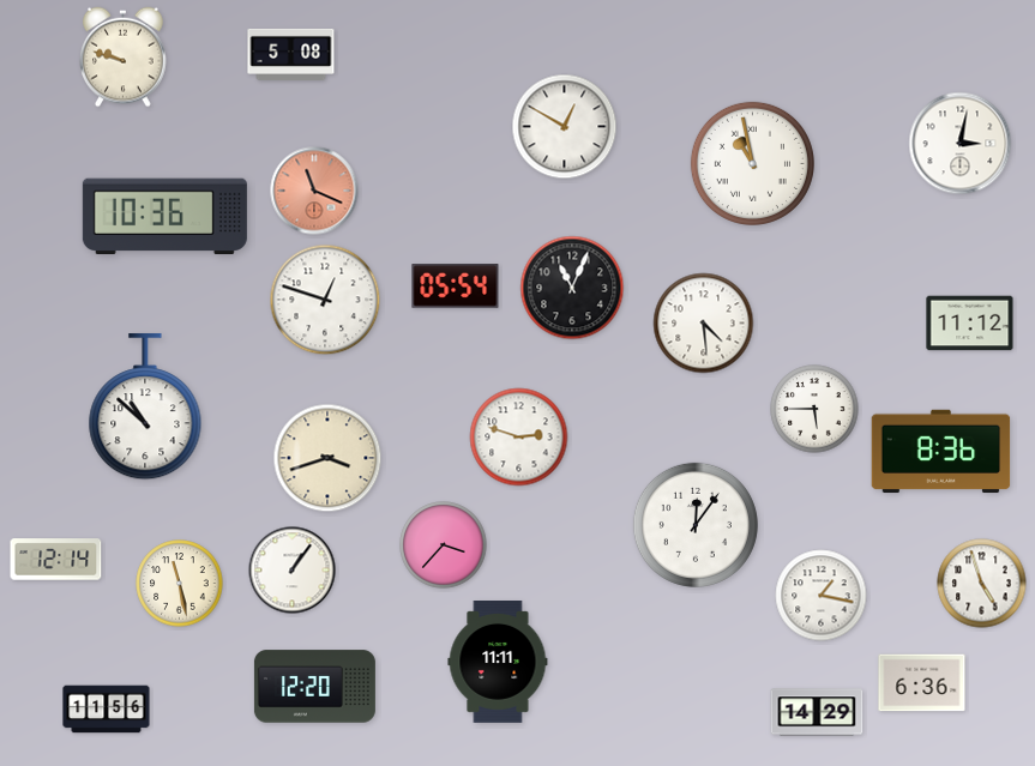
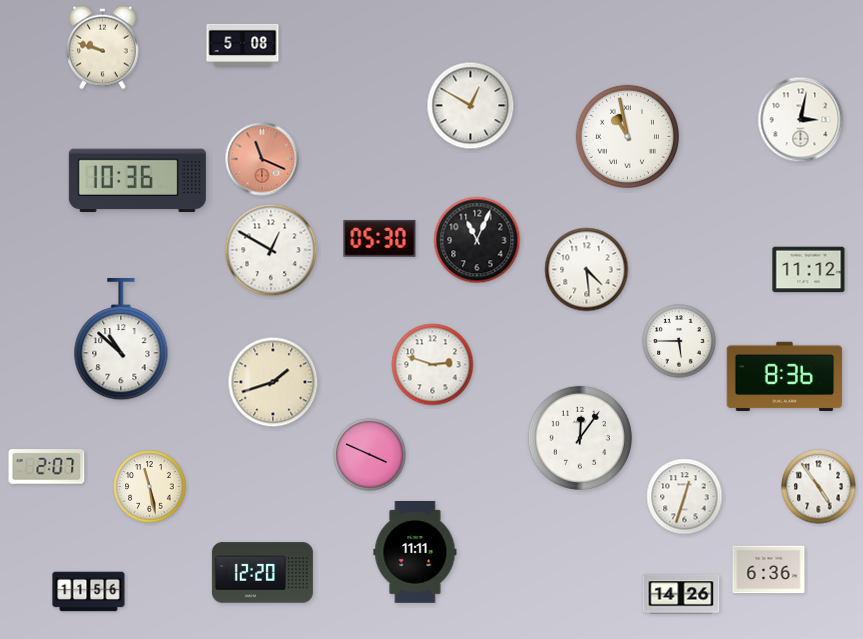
clock at (456, 287): 05:54 -> 05:30
clock at (325, 300): 12:48 -> 12:50
clock at (327, 458): 3:42 -> 1:42
clock at (444, 545): 3:37 -> 3:49
clock at (56, 560): 12:14 -> 2:07
clock at (293, 571): 1:06 -> none
clock at (982, 584): 4:57 -> 4:54
clock at (822, 596): 1:17 -> 12:33
clock at (817, 712): 14:29 -> 14:26
